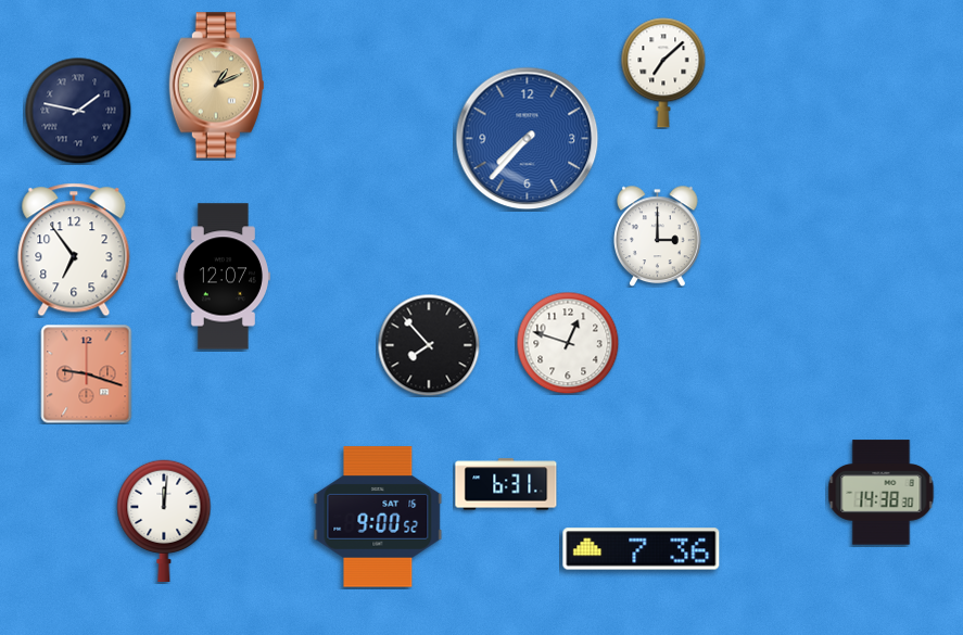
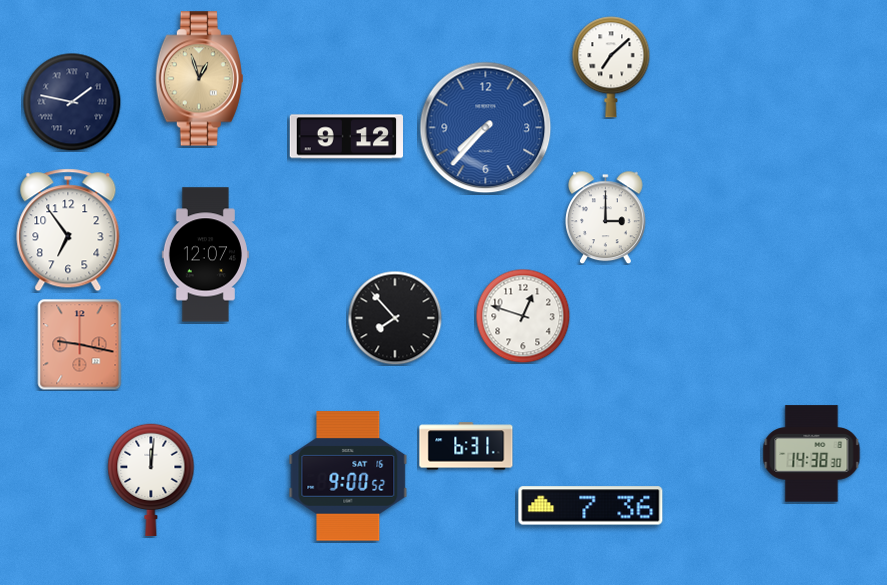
clock at (216, 86): 1:11 -> 12:57
clock at (346, 137): none -> 9:12
clock at (87, 374): 9:18 -> 9:17
